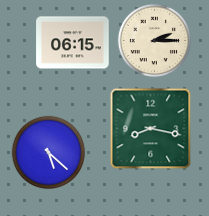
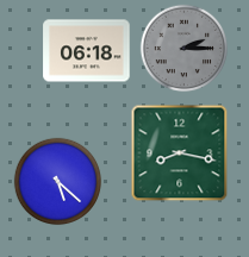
clock at (155, 41) dial: cream -> grey
clock at (73, 43): 06:15 -> 06:18
